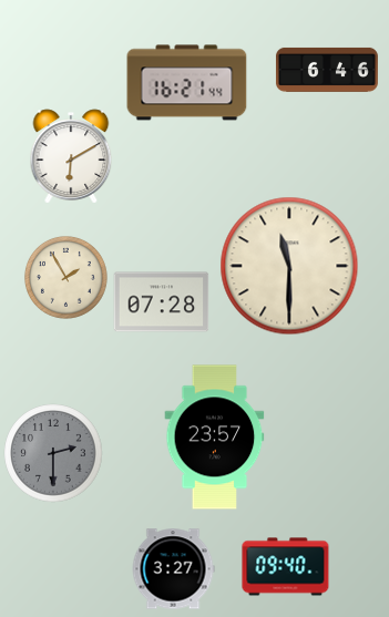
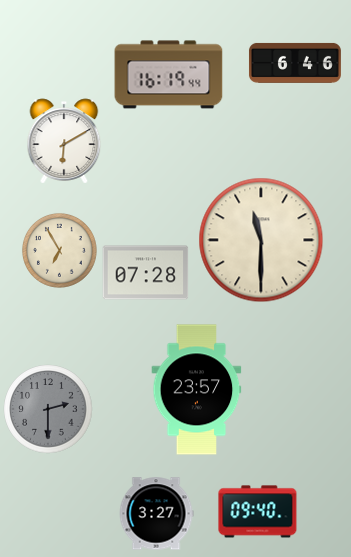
clock at (187, 83): 16:21 -> 16:19
clock at (65, 277): 1:55 -> 6:55
clock at (215, 438) position: (215, 438) -> (197, 390)
